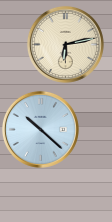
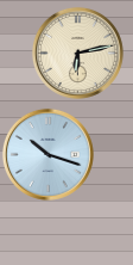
clock at (40, 129): 10:22 -> 10:18
